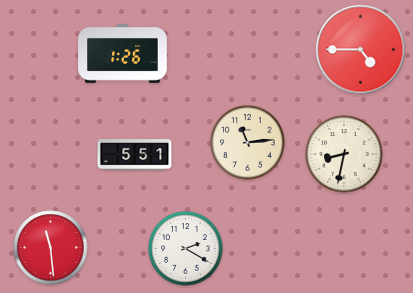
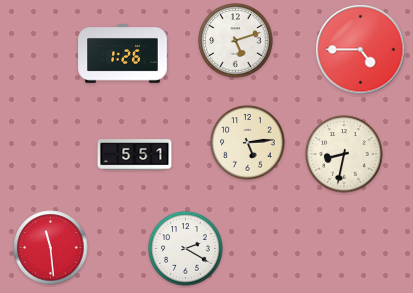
clock at (236, 41): none -> 5:12
clock at (248, 143): 11:14 -> 5:14
